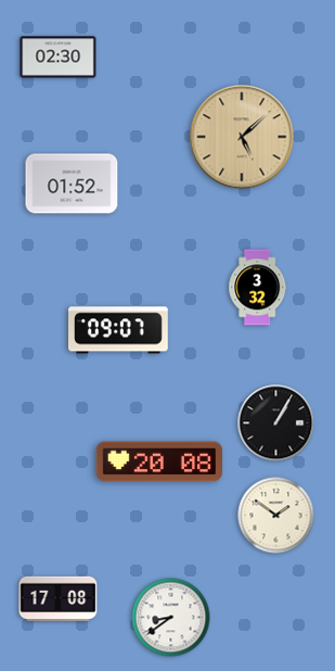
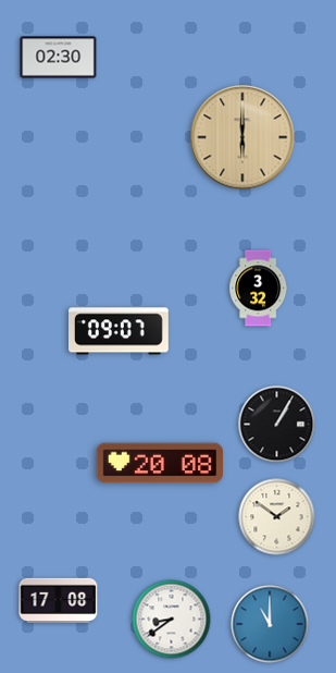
clock at (242, 137): 5:08 -> 6:00
clock at (72, 183): 01:52 -> none
clock at (270, 624): none -> 11:00
